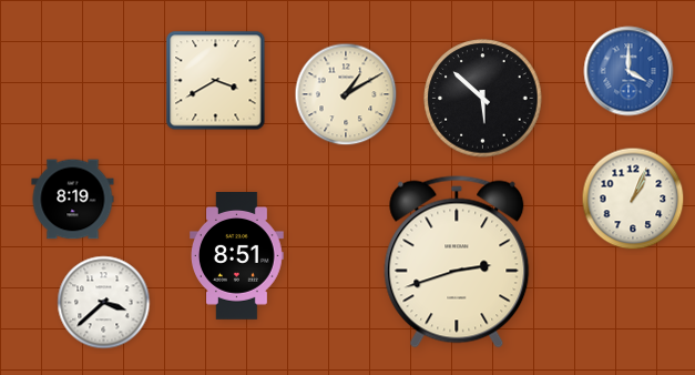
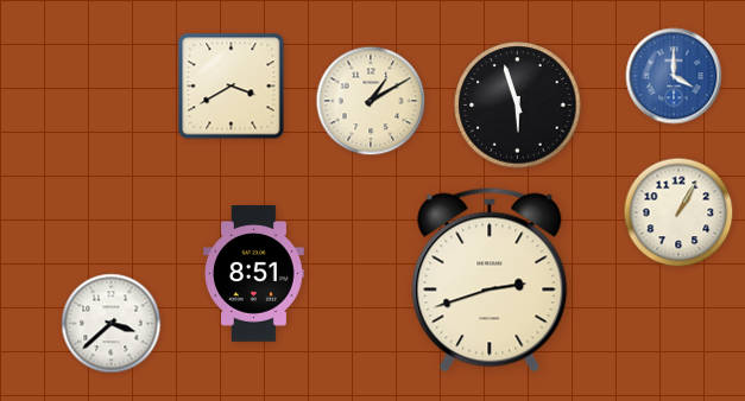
clock at (483, 99): 5:52 -> 5:57
clock at (633, 199): 1:04 -> 1:05
clock at (73, 200): 8:19 -> none
